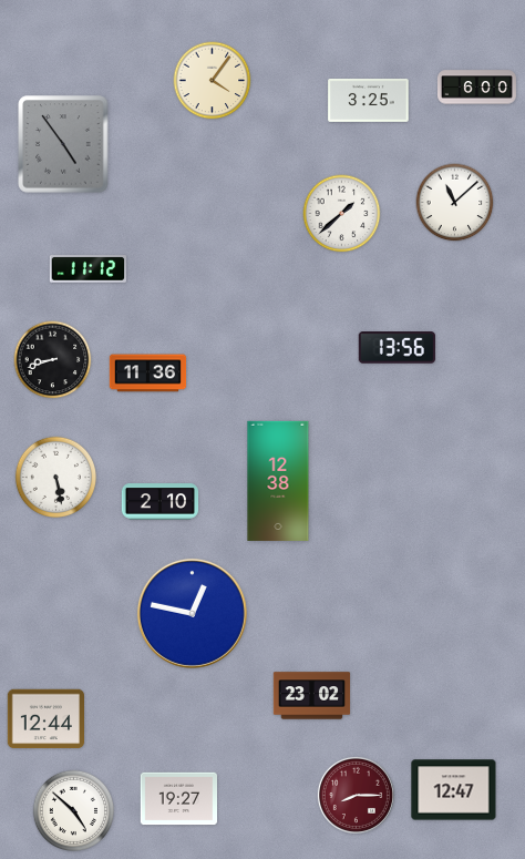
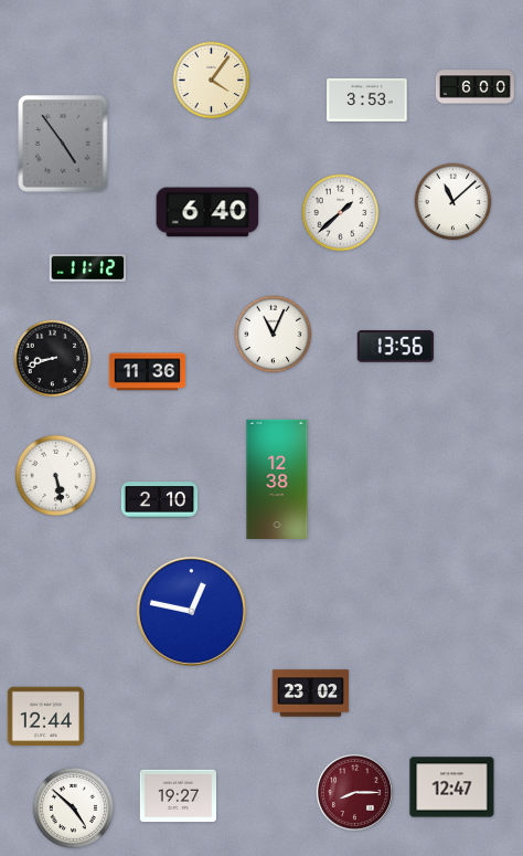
clock at (369, 100): 3:25 -> 3:53
clock at (207, 212): none -> 6:40
clock at (274, 335): none -> 11:04
